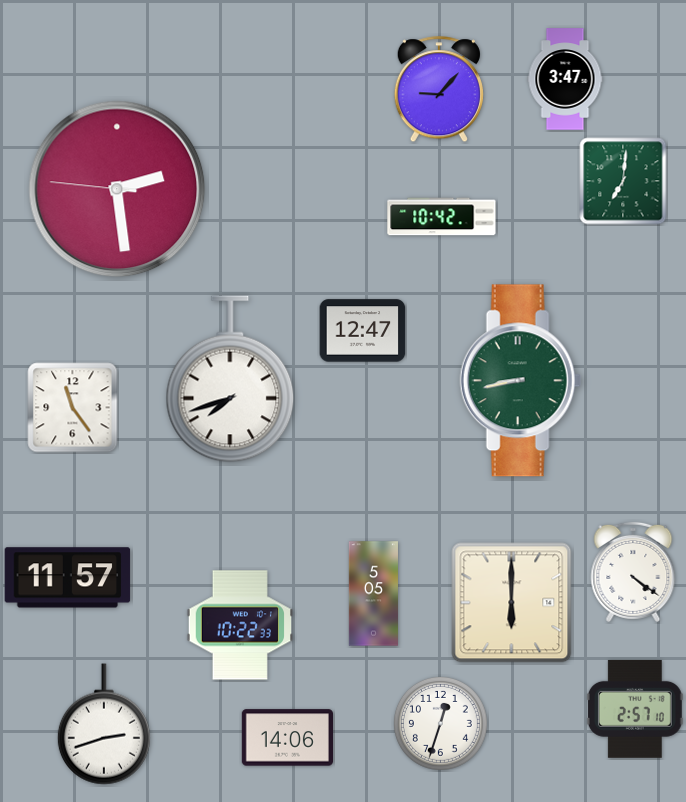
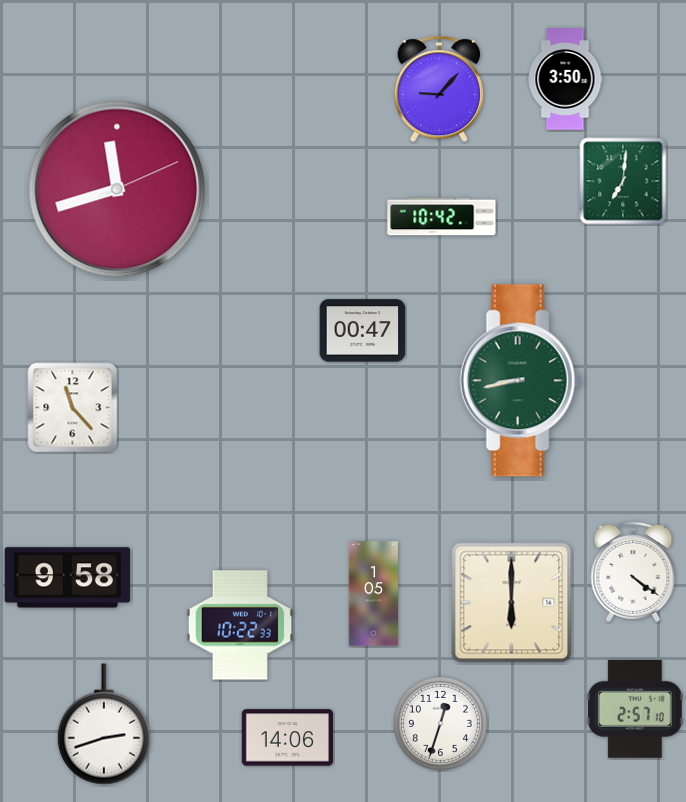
clock at (565, 79): 3:47 -> 3:50
clock at (117, 189): 2:28 -> 11:42
clock at (363, 331): 12:47 -> 00:47
clock at (230, 379): 7:42 -> none
clock at (73, 408): 11:24 -> 11:23
clock at (68, 578): 11:57 -> 9:58
clock at (373, 594): 5:05 -> 1:05
